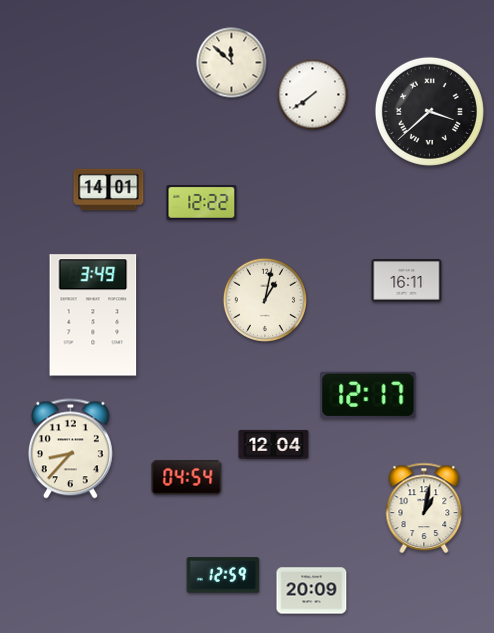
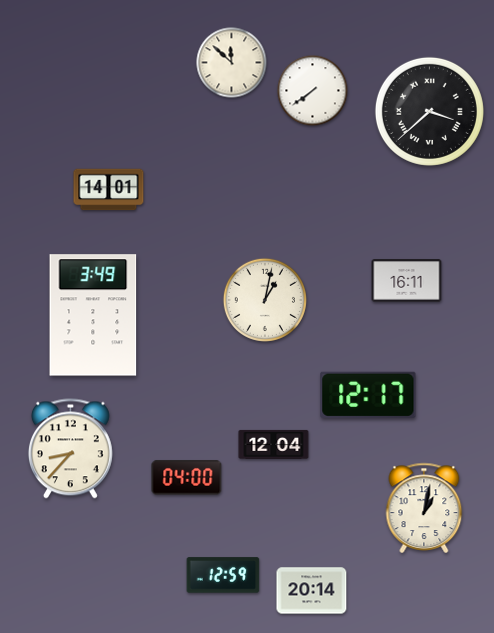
clock at (313, 95) position: (313, 95) -> (313, 91)
clock at (202, 203): 12:22 -> none
clock at (187, 478): 04:54 -> 04:00
clock at (312, 591): 20:09 -> 20:14
